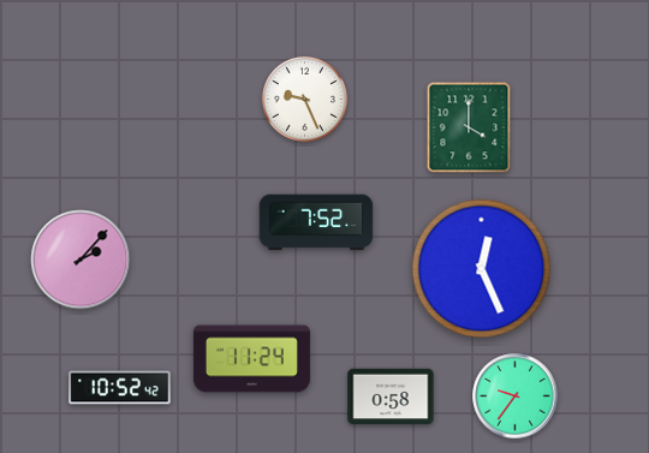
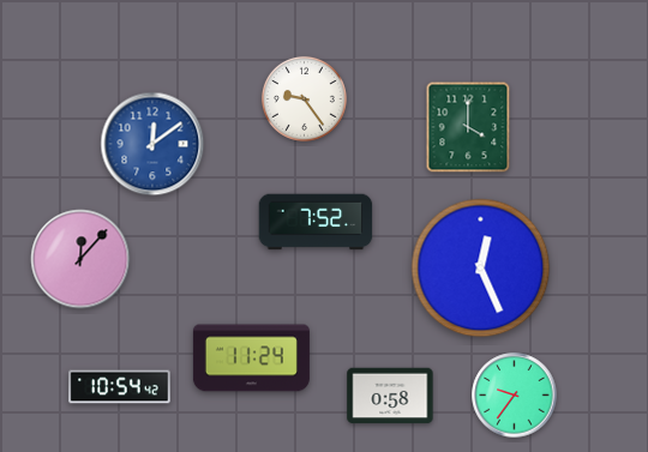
clock at (304, 99): 9:26 -> 9:24
clock at (152, 144): none -> 12:09
clock at (81, 260): 2:07 -> 12:07
clock at (120, 388): 10:52 -> 10:54
